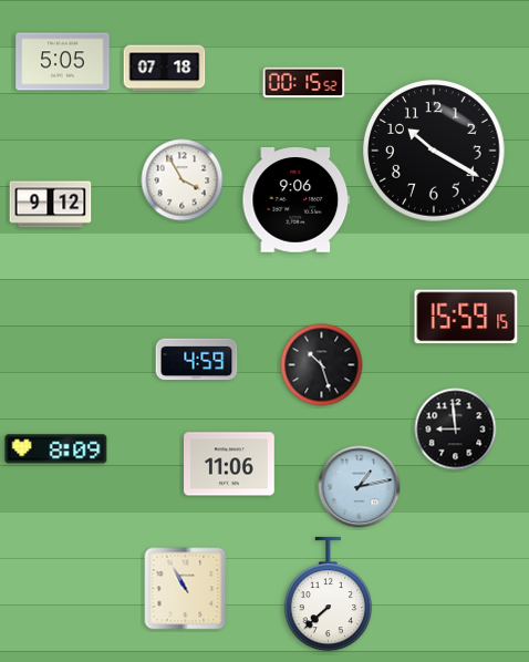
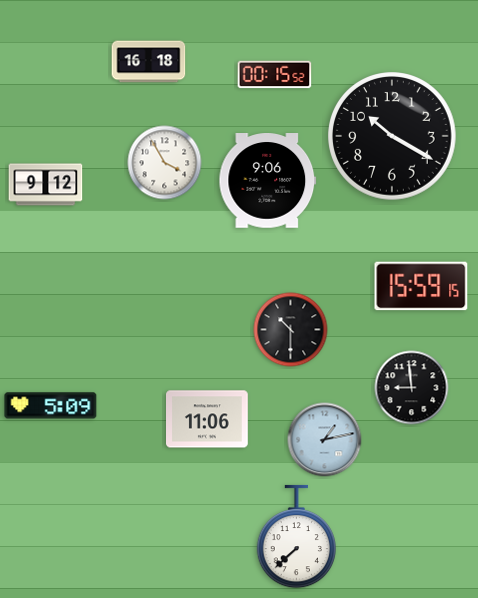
clock at (63, 62): 5:05 -> none
clock at (165, 69): 07:18 -> 16:18
clock at (197, 360): 4:59 -> none
clock at (322, 365): 10:27 -> 10:30
clock at (56, 449): 8:09 -> 5:09
clock at (186, 589): 10:55 -> none
